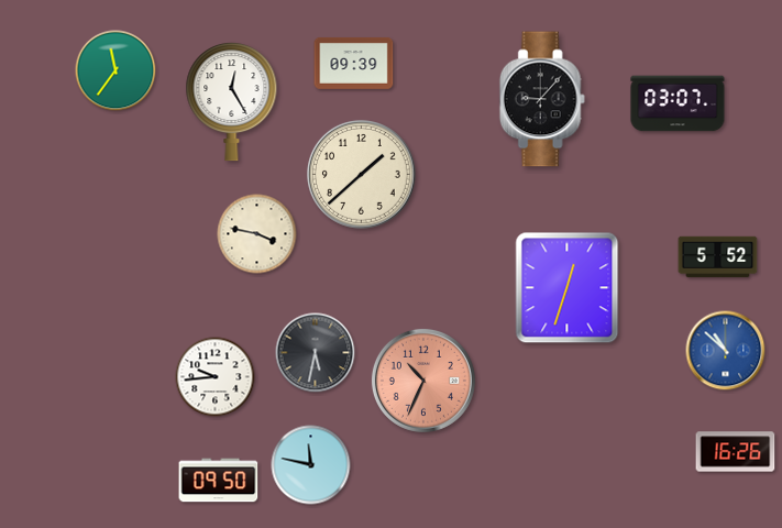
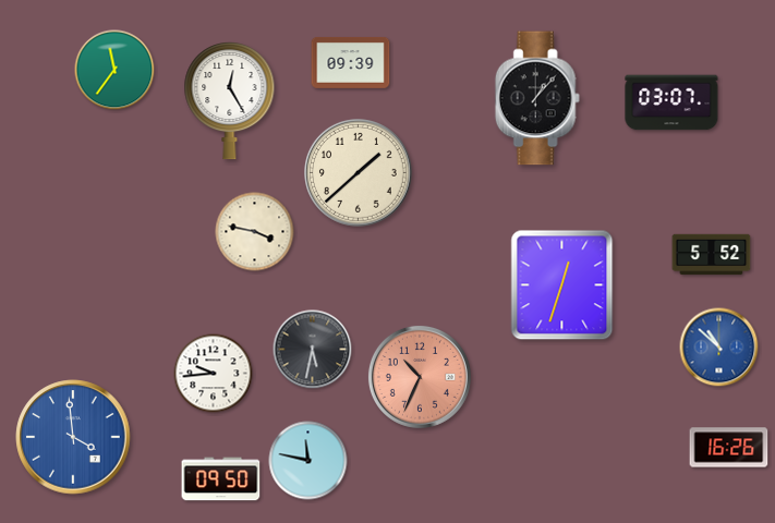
clock at (542, 99): 9:07 -> 1:07
clock at (73, 437): none -> 3:59
clock at (219, 481) position: (219, 481) -> (221, 479)
